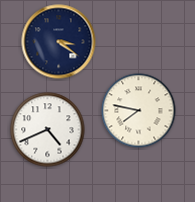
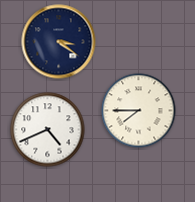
clock at (139, 111): 7:47 -> 7:45
